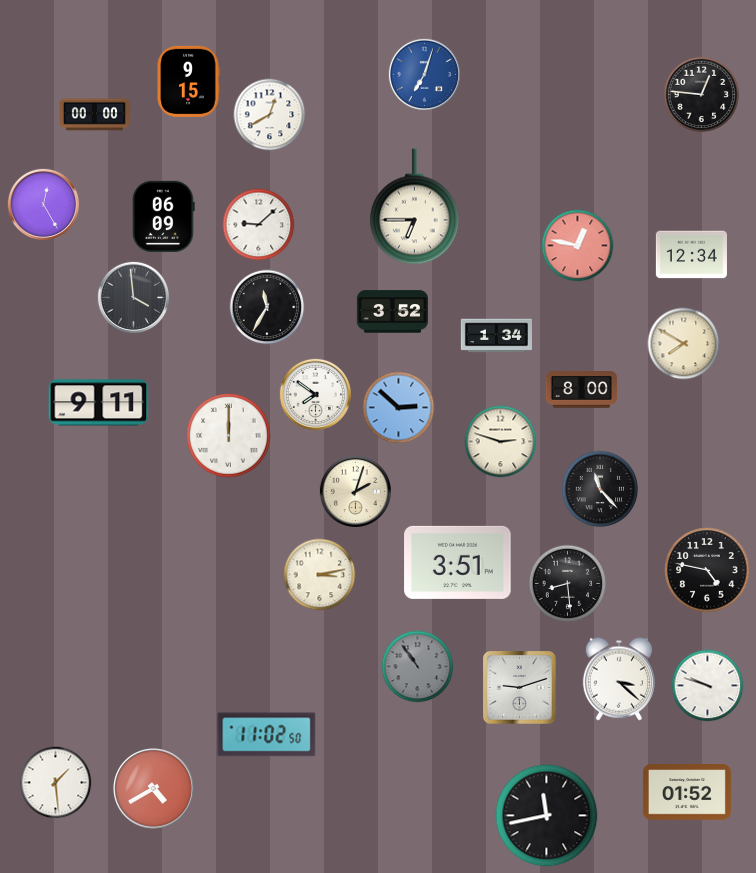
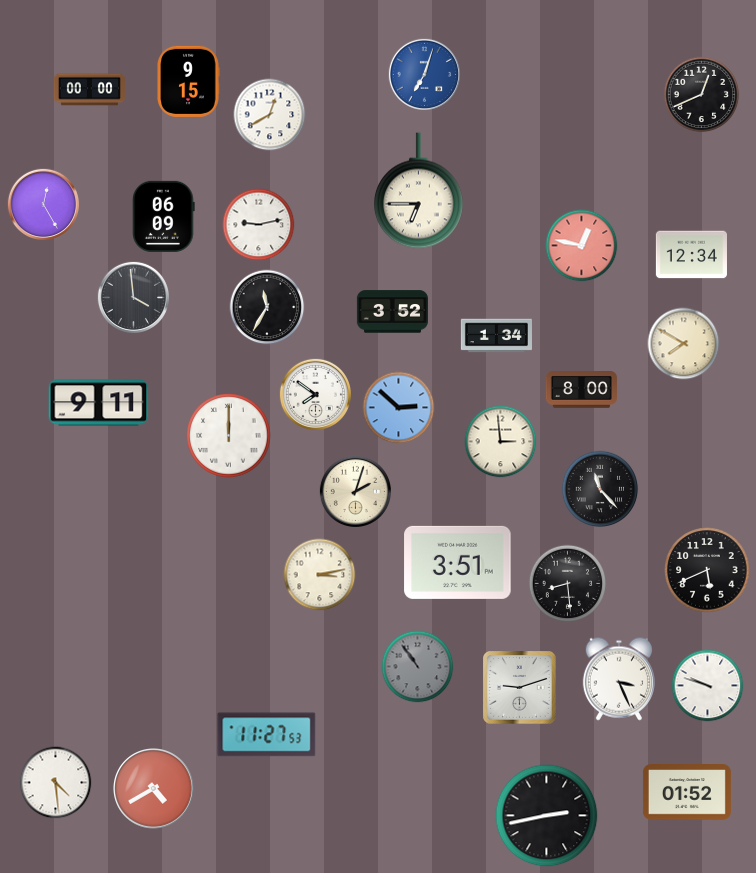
clock at (702, 95): 12:46 -> 12:41
clock at (94, 115) position: (94, 115) -> (89, 90)
clock at (415, 207) position: (415, 207) -> (419, 191)
clock at (259, 225): 9:08 -> 9:13
clock at (578, 246) position: (578, 246) -> (582, 246)
clock at (501, 442): 2:48 -> 2:59
clock at (707, 570): 4:47 -> 5:41
clock at (619, 679): 3:22 -> 3:26
clock at (267, 735): 11:02 -> 11:27
clock at (56, 783): 1:29 -> 4:29
clock at (547, 816): 11:43 -> 2:43
